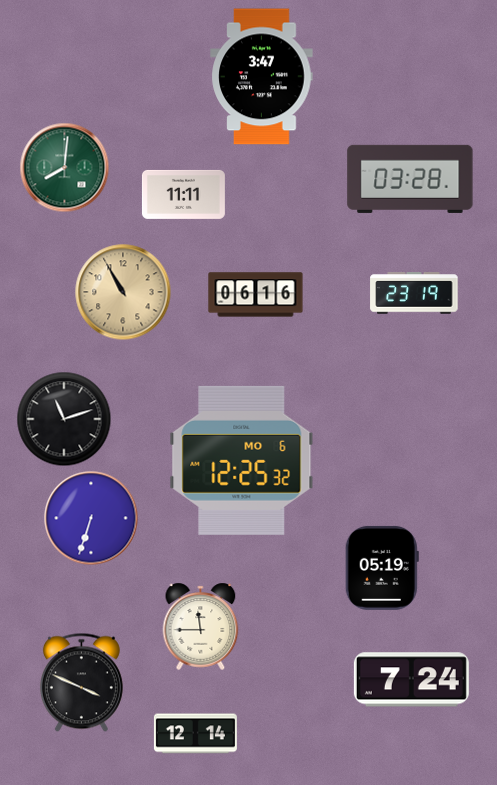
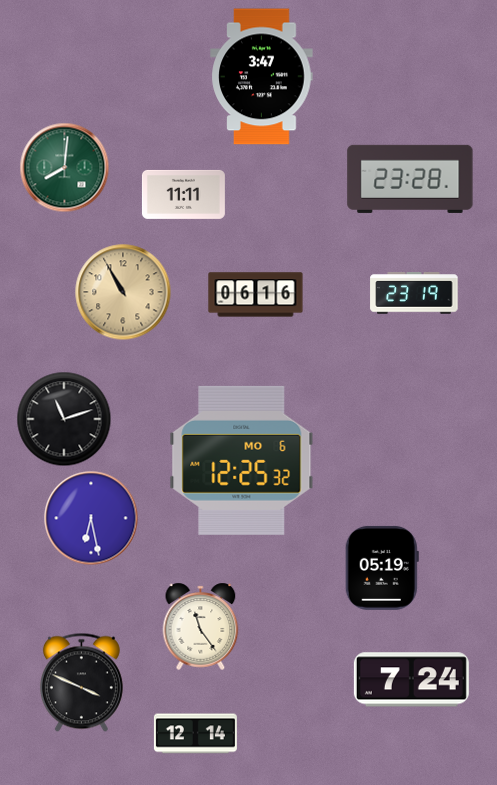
clock at (410, 179): 03:28 -> 23:28
clock at (91, 518): 6:33 -> 6:28
clock at (201, 626): 11:45 -> 11:24
